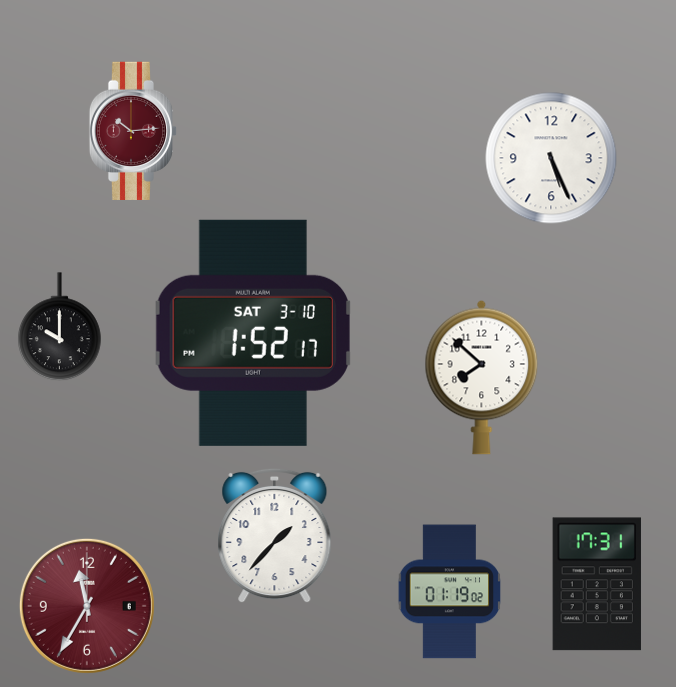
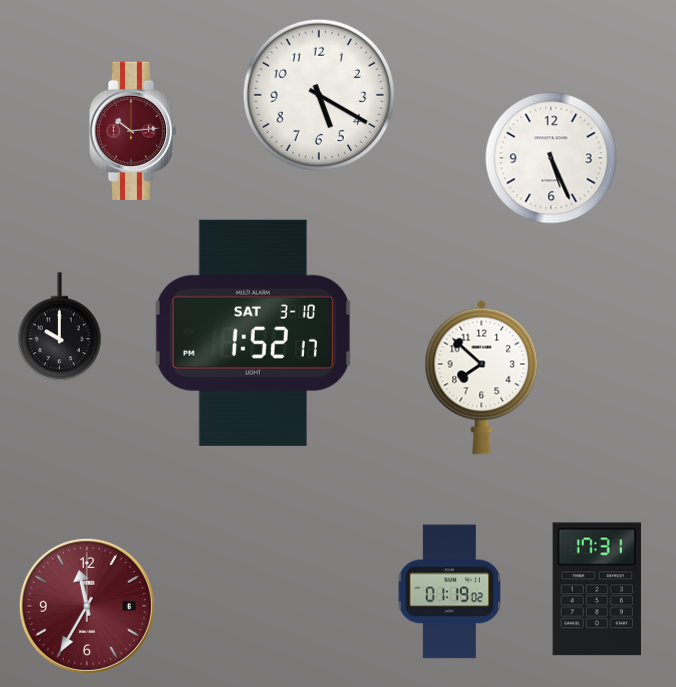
clock at (319, 95): none -> 5:20
clock at (275, 536): 1:37 -> none
clock at (597, 584) position: (597, 584) -> (597, 589)
